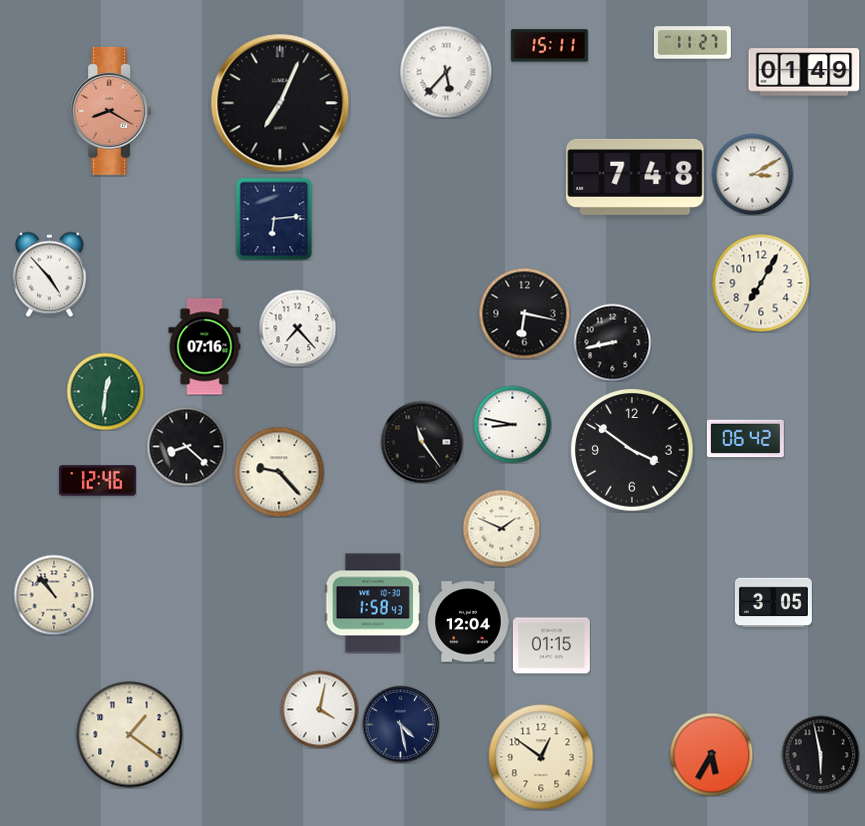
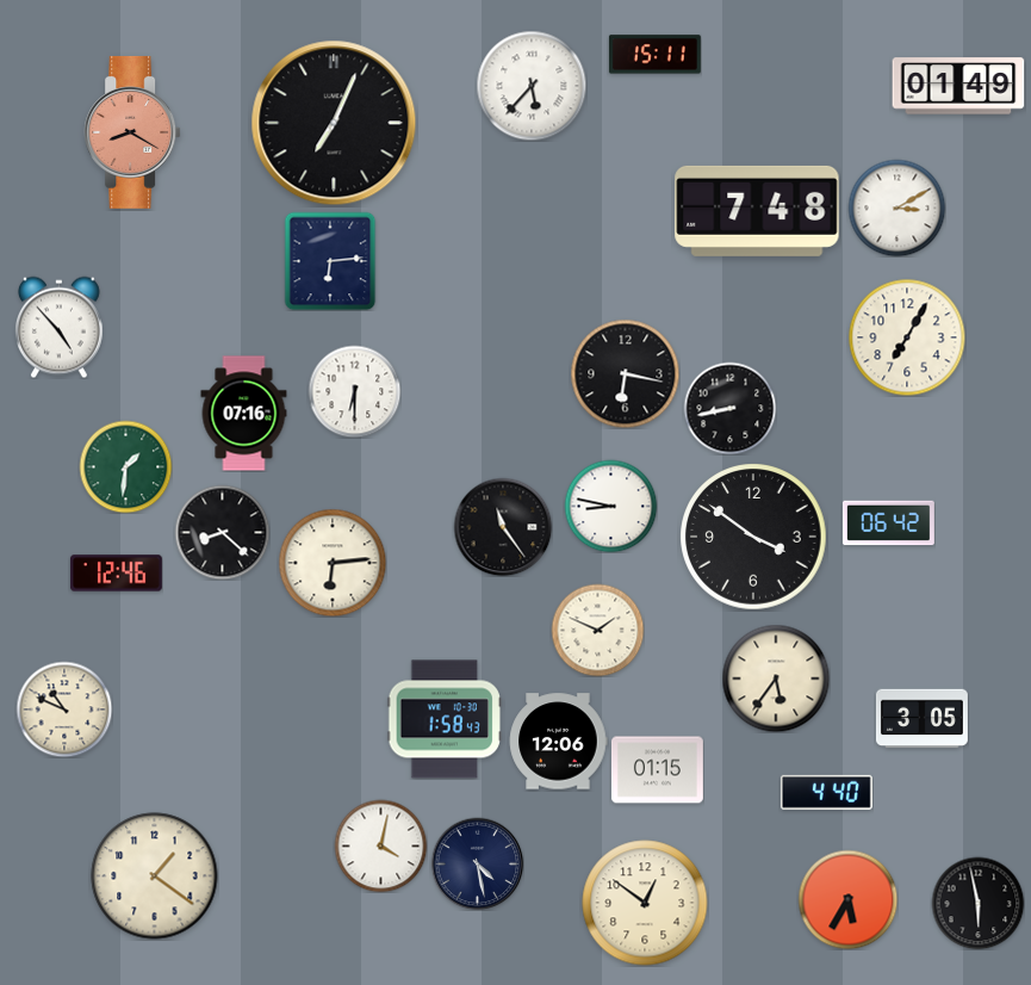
clock at (692, 43): 11:27 -> none
clock at (274, 219) position: (274, 219) -> (330, 261)
clock at (297, 328): 7:23 -> 6:30
clock at (105, 391): 12:31 -> 1:31
clock at (279, 472): 9:23 -> 6:14
clock at (776, 679): none -> 5:36
clock at (54, 595): 10:53 -> 10:49
clock at (468, 622): 12:04 -> 12:06
clock at (826, 792): none -> 4:40
clock at (820, 754) position: (820, 754) -> (977, 903)
